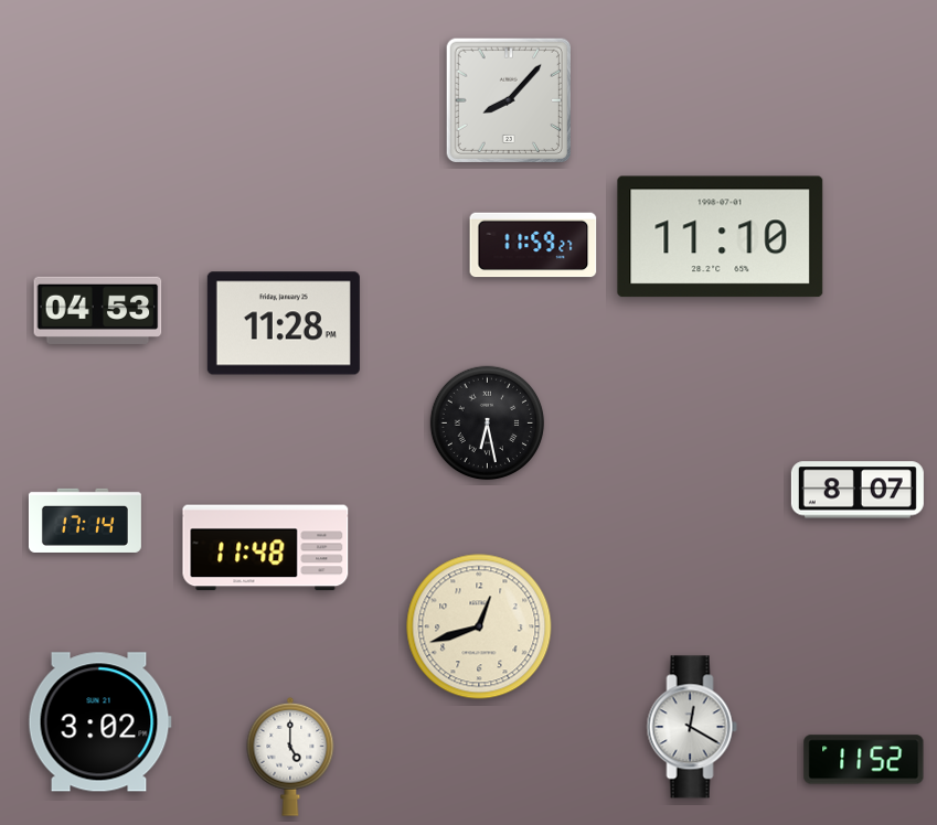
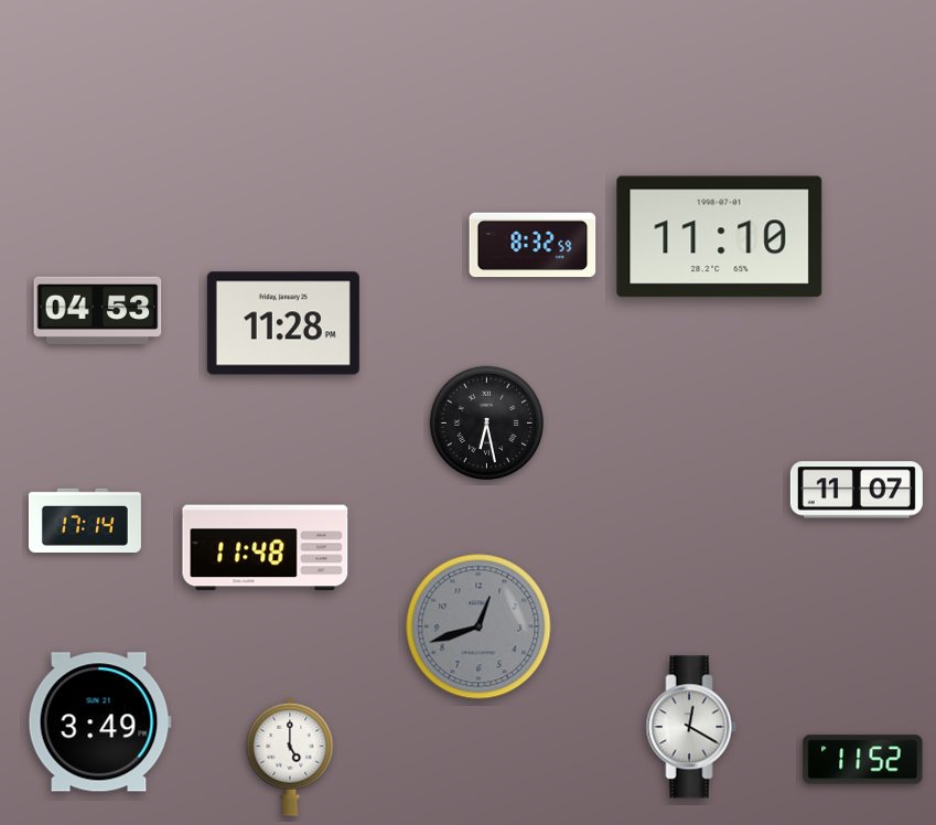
clock at (508, 99): 8:07 -> none
clock at (533, 245): 11:59 -> 8:32
clock at (858, 490): 8:07 -> 11:07
clock at (479, 626) dial: cream -> grey
clock at (99, 722): 3:02 -> 3:49
